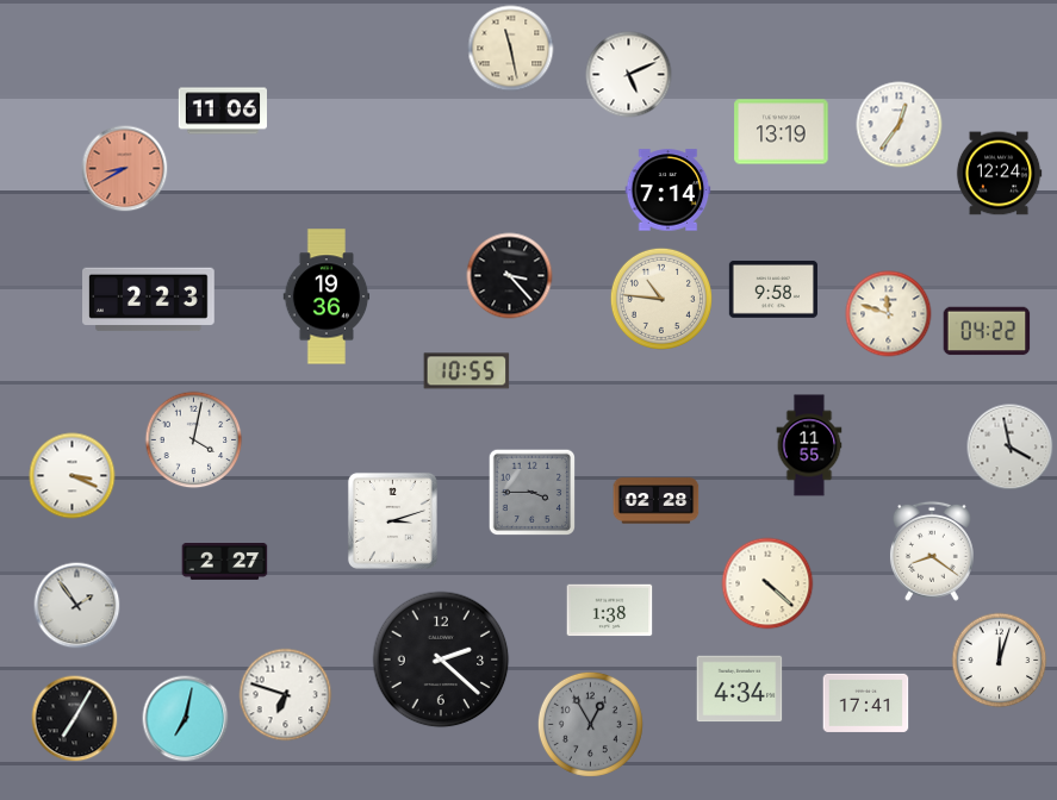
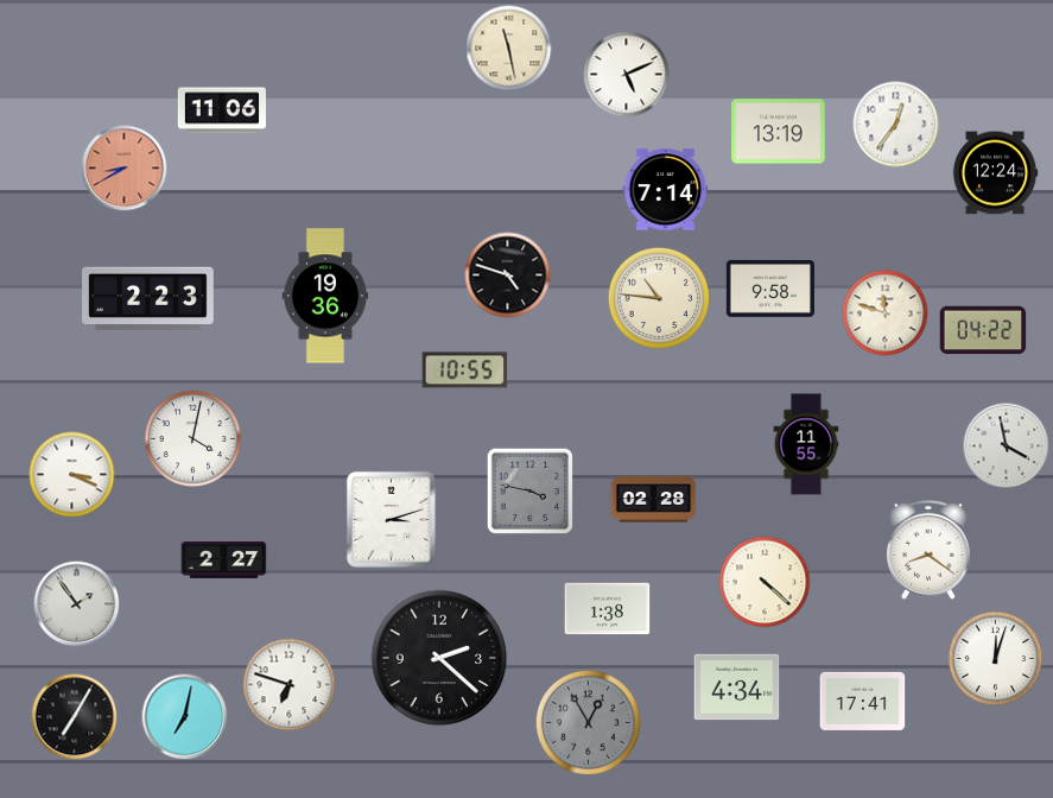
clock at (510, 276): 3:23 -> 4:48
clock at (531, 492): 3:45 -> 3:47
clock at (286, 695) position: (286, 695) -> (290, 685)
